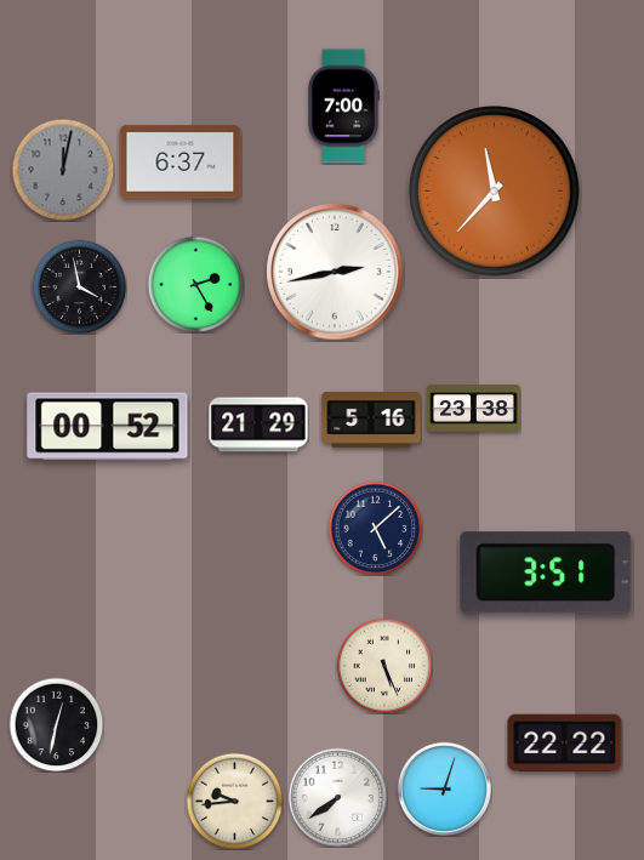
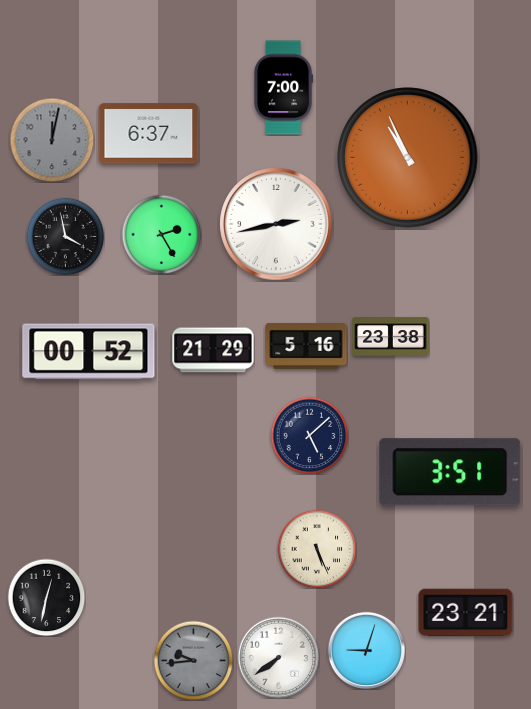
clock at (495, 192): 11:37 -> 10:56
clock at (565, 744): 22:22 -> 23:21
clock at (234, 801) dial: cream -> grey
